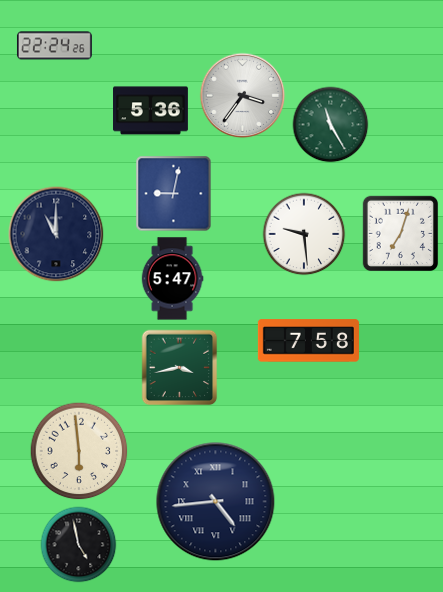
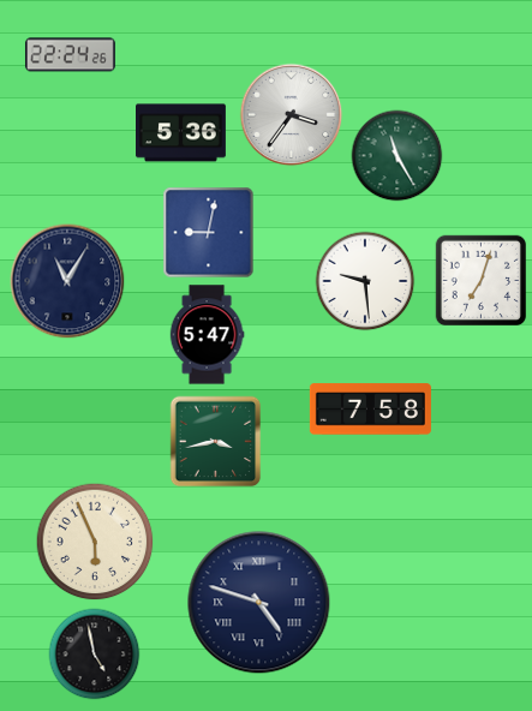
clock at (54, 46) position: (54, 46) -> (70, 55)
clock at (331, 125) position: (331, 125) -> (397, 156)
clock at (56, 234): 11:00 -> 11:05
clock at (79, 451): 5:59 -> 5:56
clock at (216, 502): 4:44 -> 4:48
